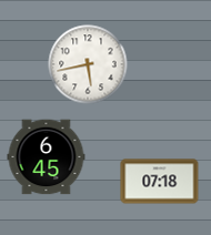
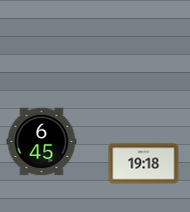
clock at (88, 64): 5:43 -> none
clock at (160, 182): 07:18 -> 19:18
